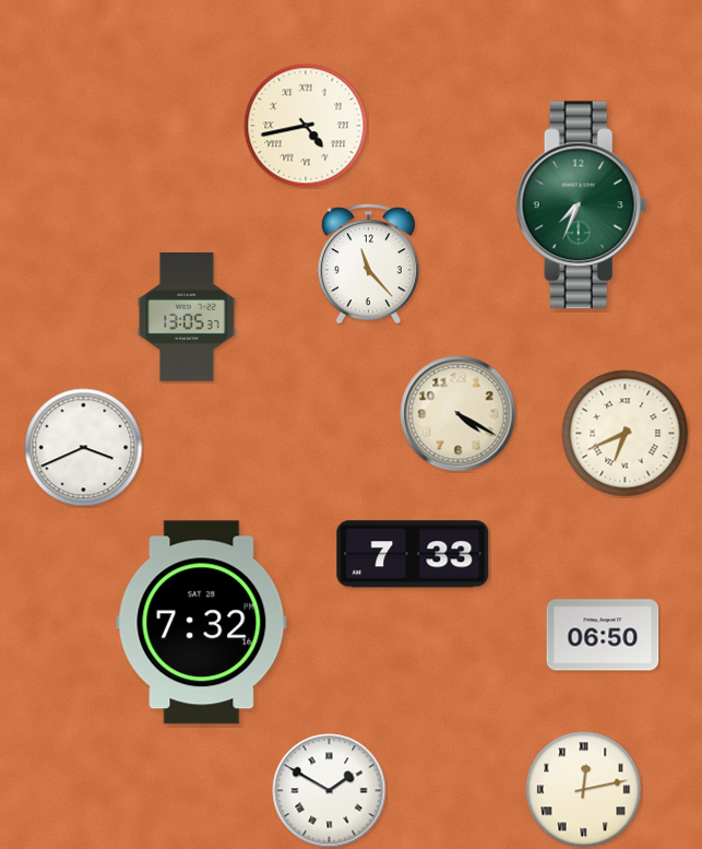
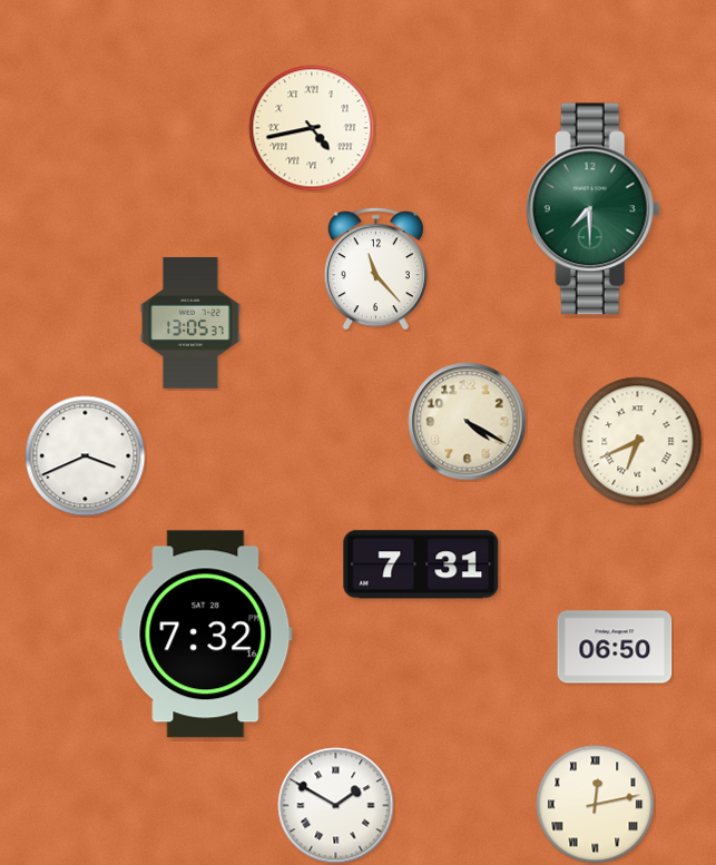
clock at (581, 205): 7:34 -> 7:30
clock at (413, 554): 7:33 -> 7:31
